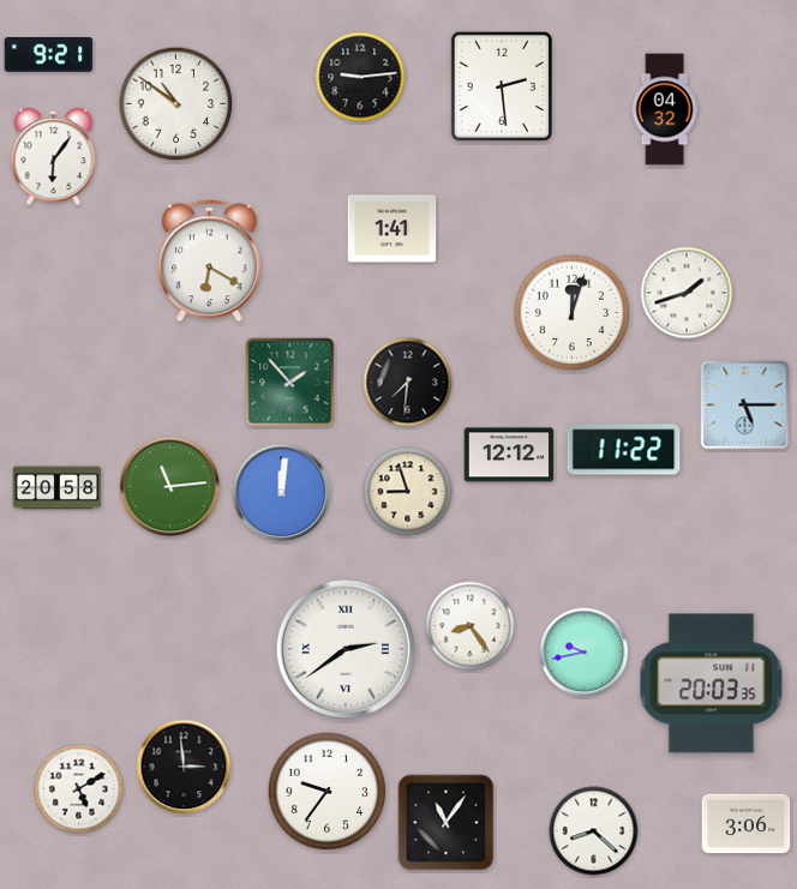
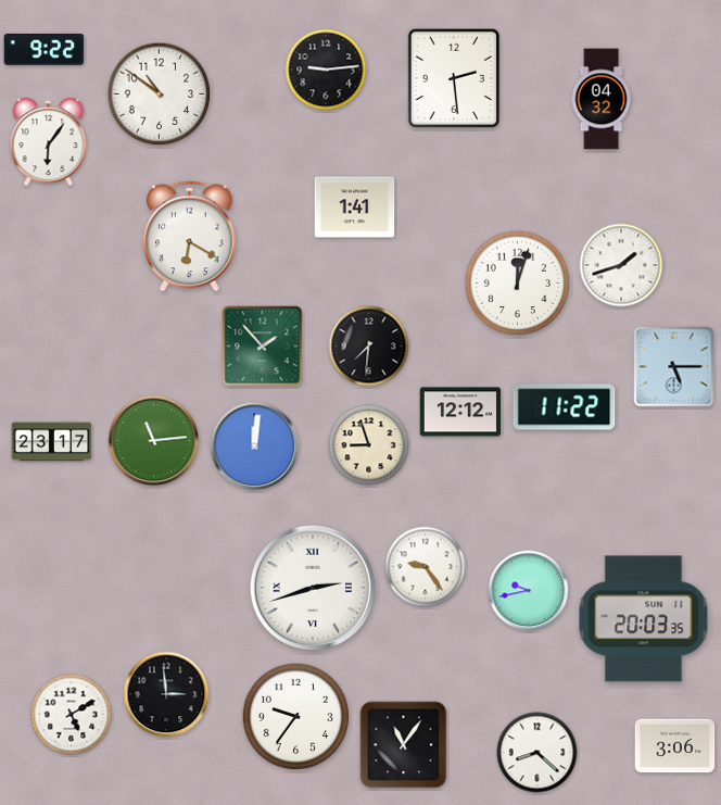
clock at (49, 55): 9:21 -> 9:22
clock at (58, 488): 20:58 -> 23:17
clock at (471, 626): 8:24 -> 9:24
clock at (346, 649): 2:39 -> 2:42
